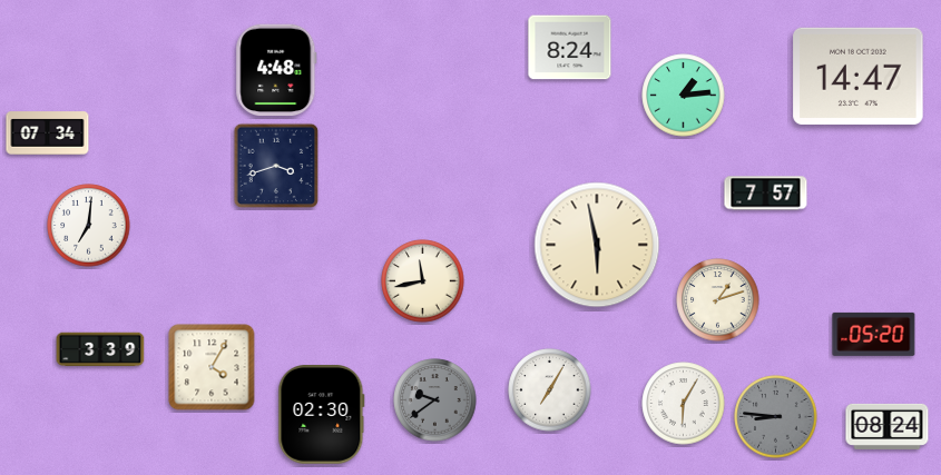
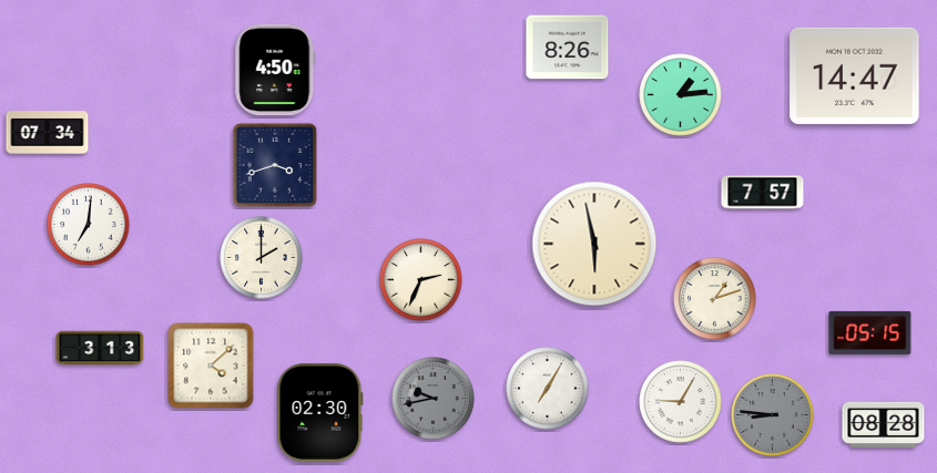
clock at (570, 48): 8:24 -> 8:26
clock at (276, 70): 4:48 -> 4:50
clock at (262, 258): none -> 2:00
clock at (423, 281): 11:43 -> 2:34
clock at (874, 334): 05:20 -> 05:15
clock at (100, 349): 3:39 -> 3:13
clock at (212, 367): 4:05 -> 4:08
clock at (435, 400): 9:39 -> 9:43
clock at (684, 404): 6:05 -> 9:05
clock at (888, 426): 08:24 -> 08:28
